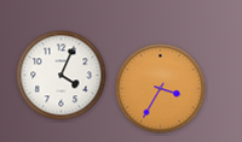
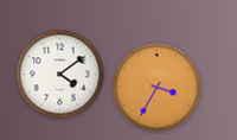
clock at (62, 76): 4:04 -> 4:09
